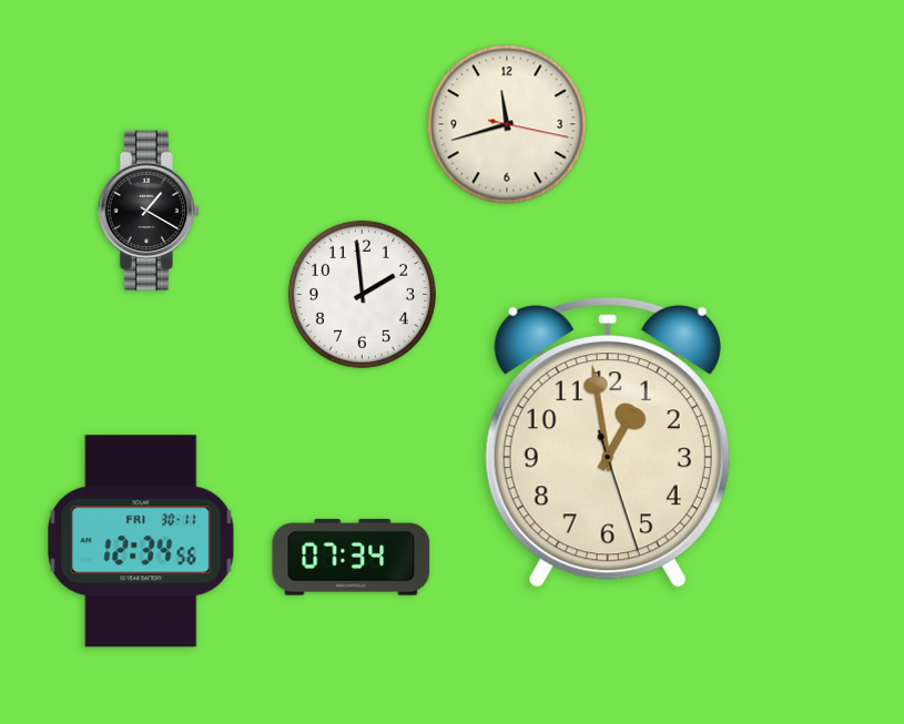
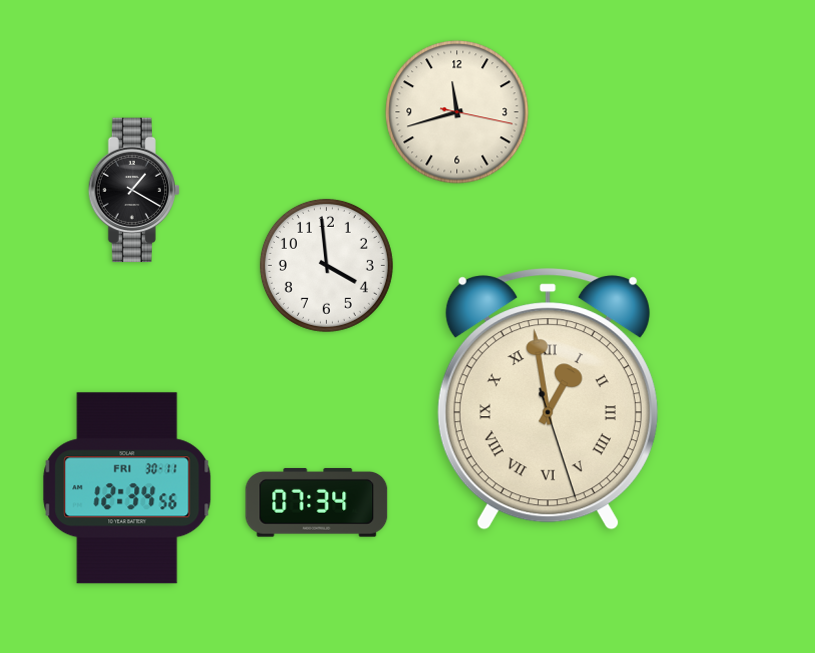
clock at (362, 294): 1:59 -> 3:59
clock at (608, 442) numerals: Arabic -> Roman
